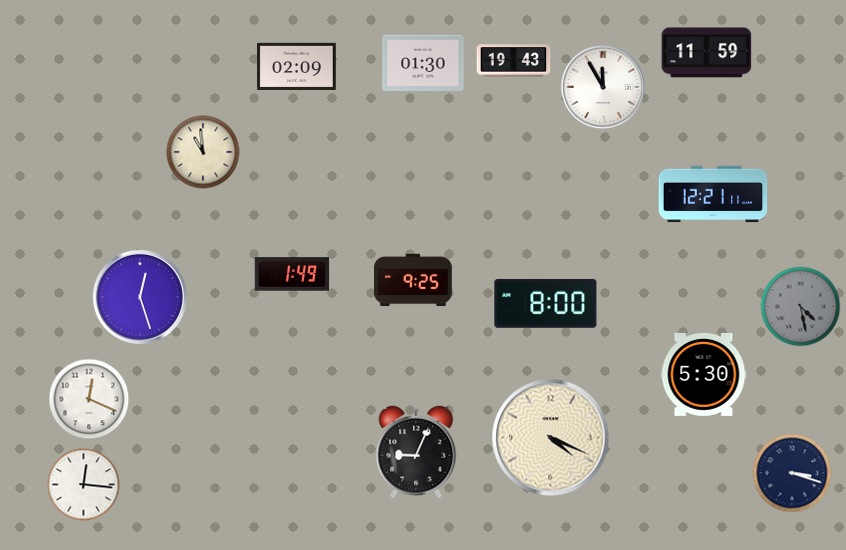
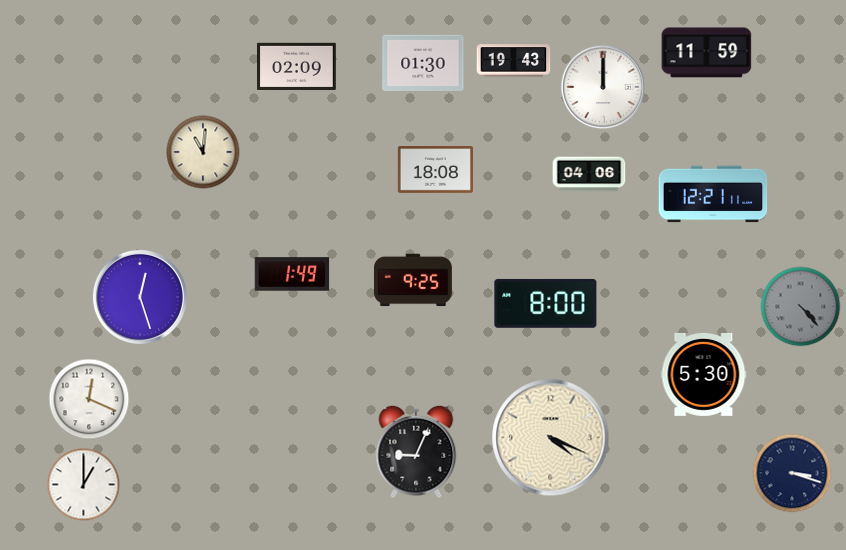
clock at (603, 87): 11:55 -> 12:00
clock at (203, 152): 10:59 -> 11:01
clock at (436, 170): none -> 18:08
clock at (589, 174): none -> 04:06
clock at (801, 307): 4:28 -> 4:23
clock at (84, 485): 12:16 -> 1:00
